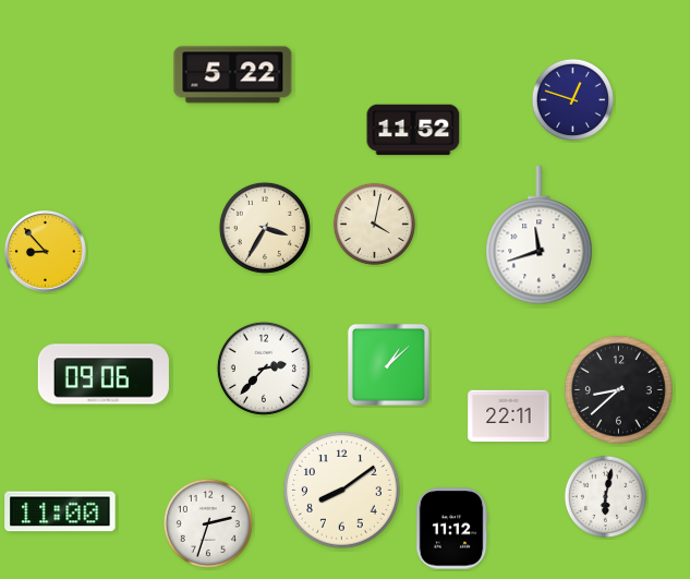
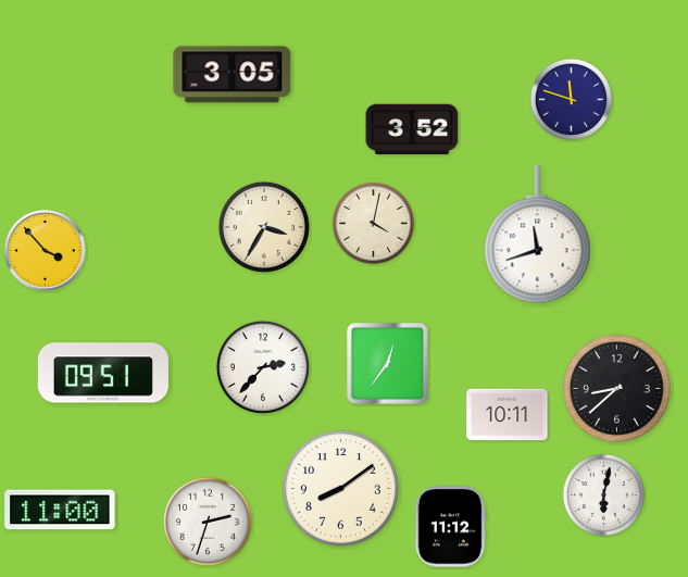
clock at (233, 75): 5:22 -> 3:05
clock at (572, 99): 12:48 -> 11:48
clock at (413, 130): 11:52 -> 3:52
clock at (46, 252): 8:53 -> 3:53
clock at (388, 364): 1:08 -> 12:36
clock at (104, 374): 09:06 -> 09:51
clock at (509, 417): 22:11 -> 10:11
